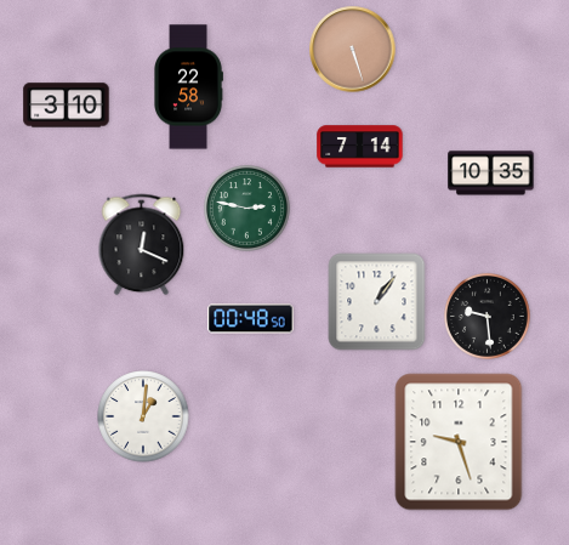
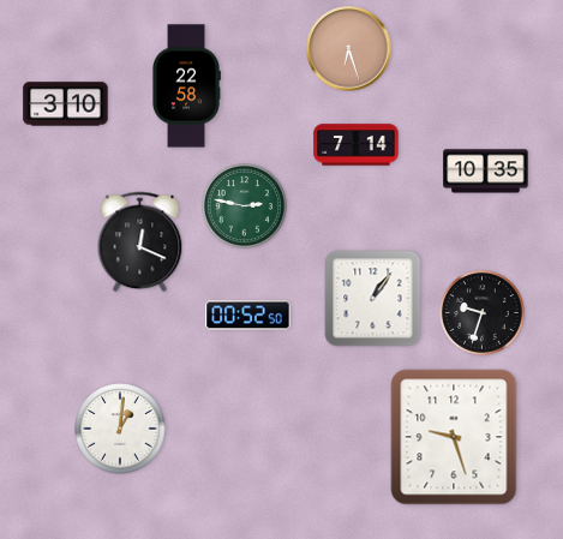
clock at (353, 50): 5:27 -> 6:27
clock at (487, 316): 9:29 -> 9:33
clock at (251, 319): 00:48 -> 00:52
clock at (143, 416) position: (143, 416) -> (120, 429)
